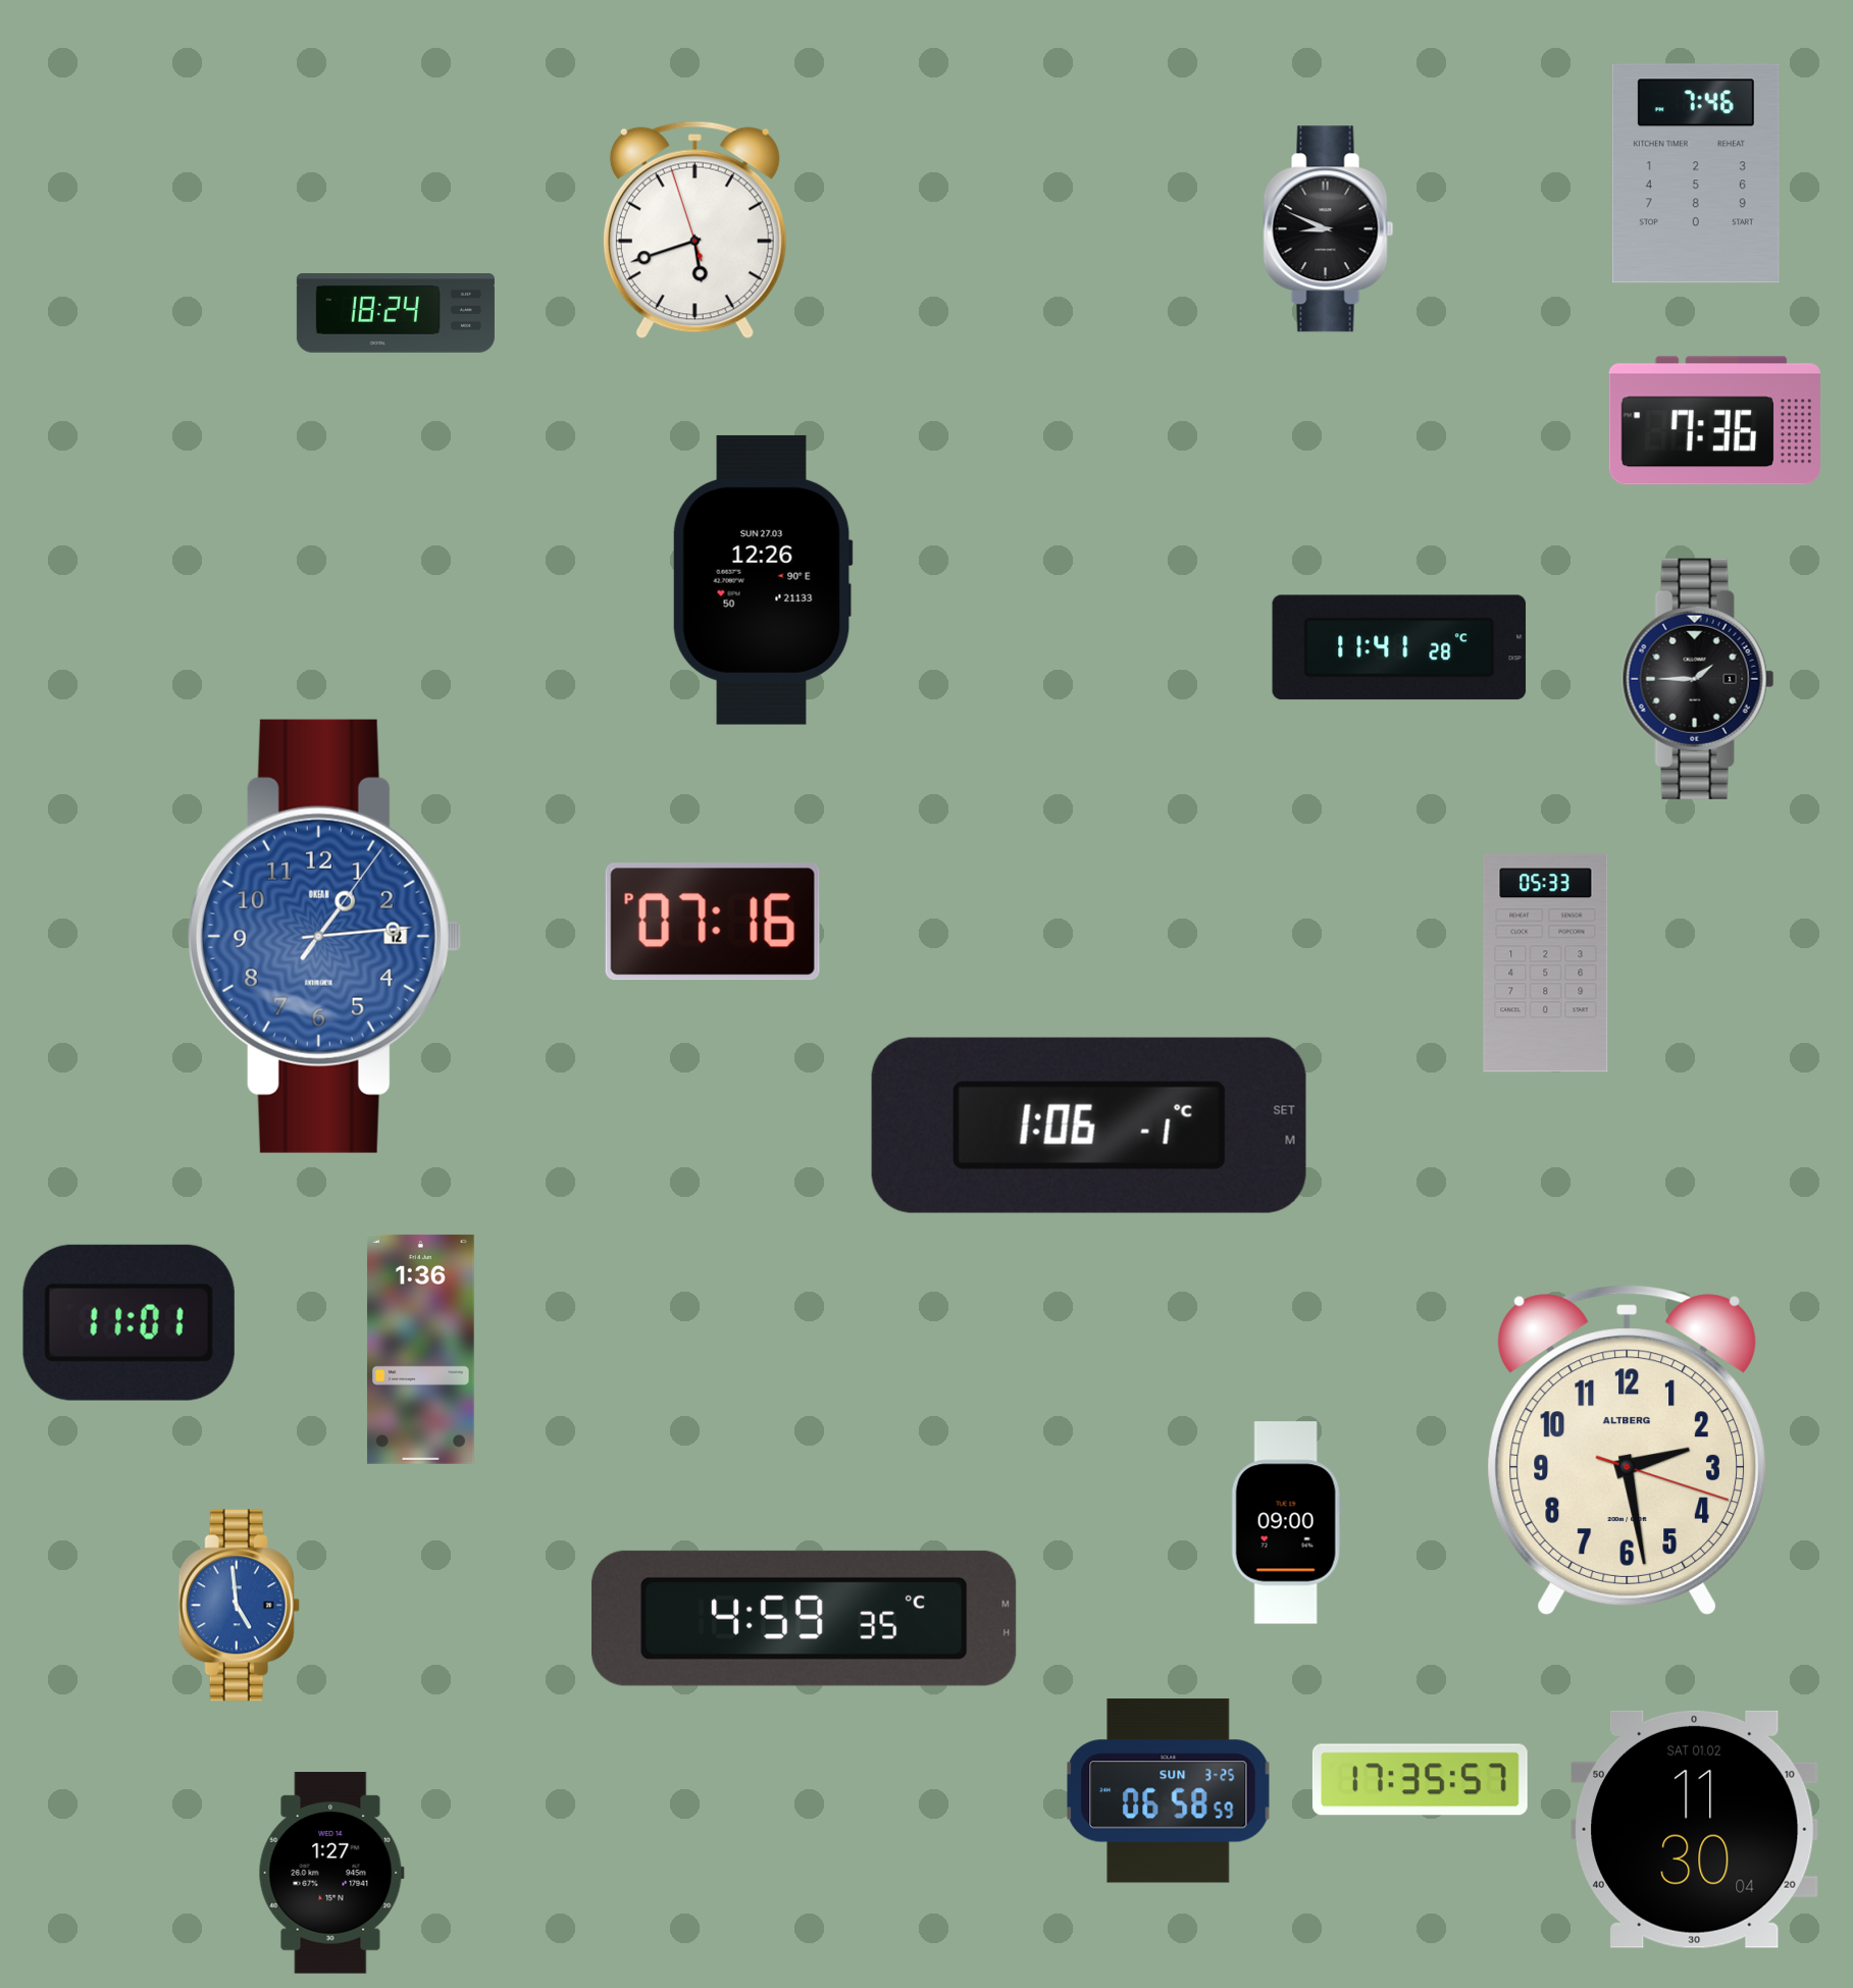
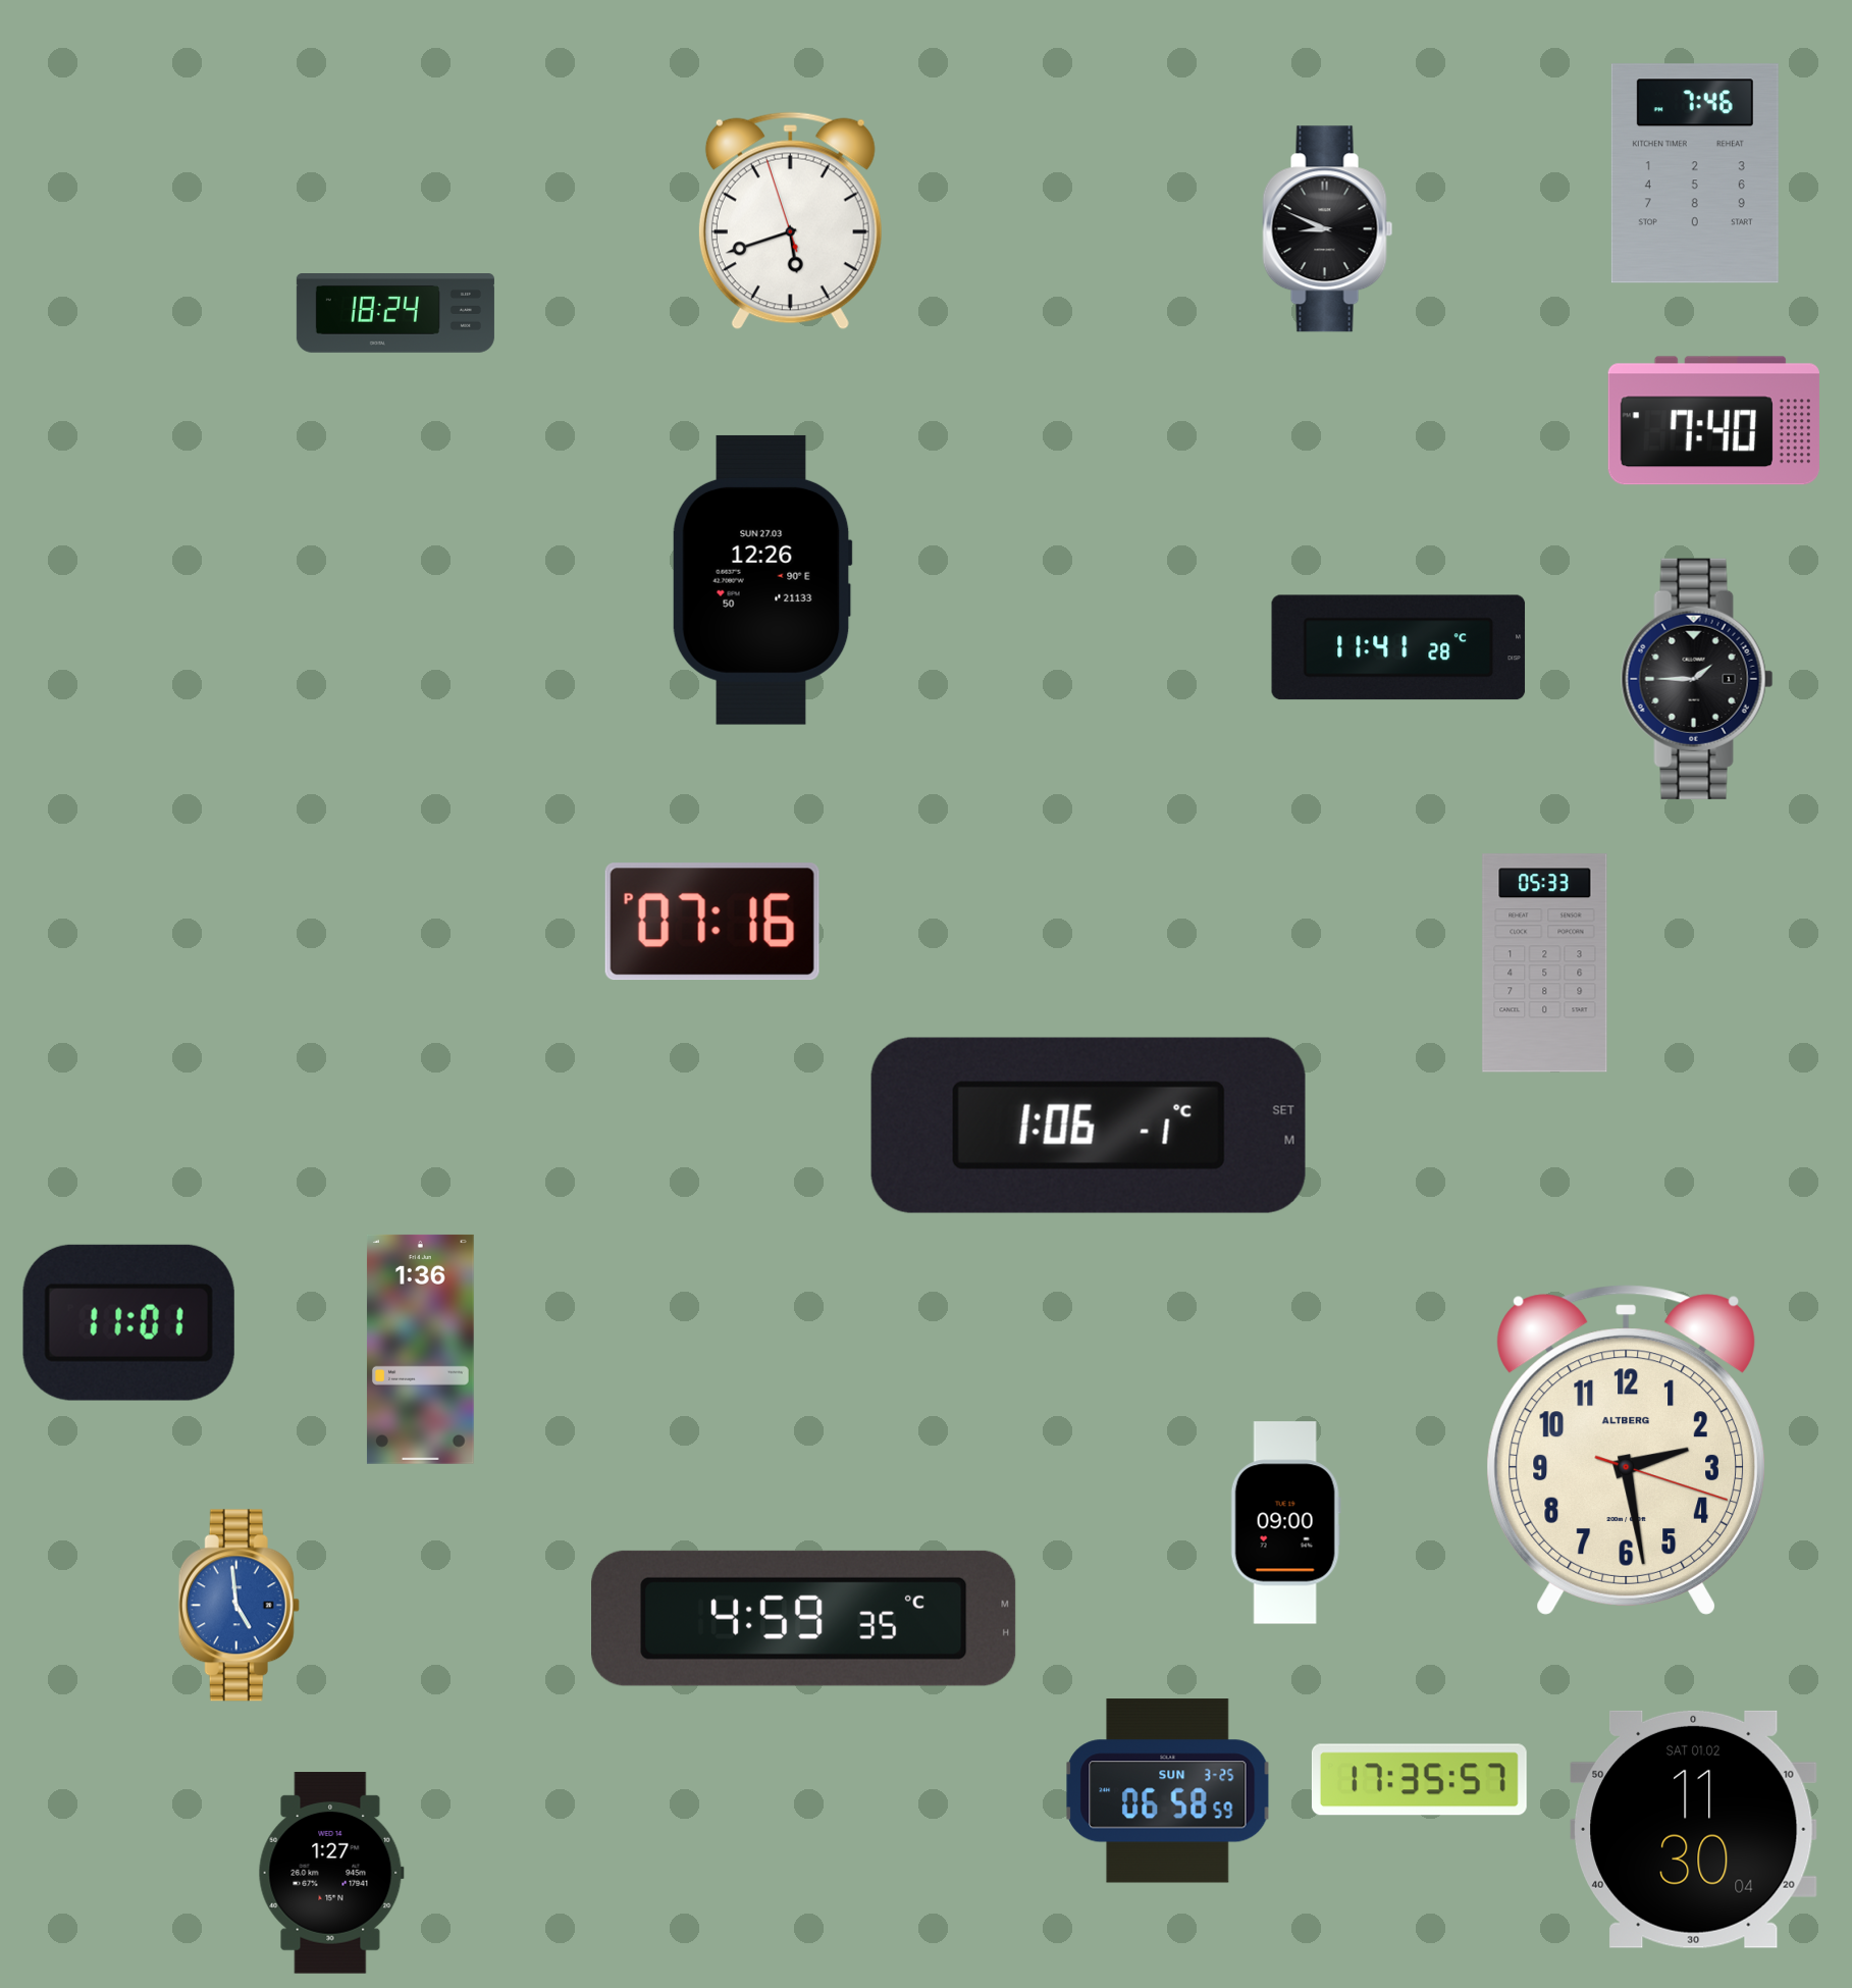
clock at (694, 230) position: (694, 230) -> (790, 221)
clock at (1714, 421): 7:36 -> 7:40
clock at (324, 936): 1:14 -> none
